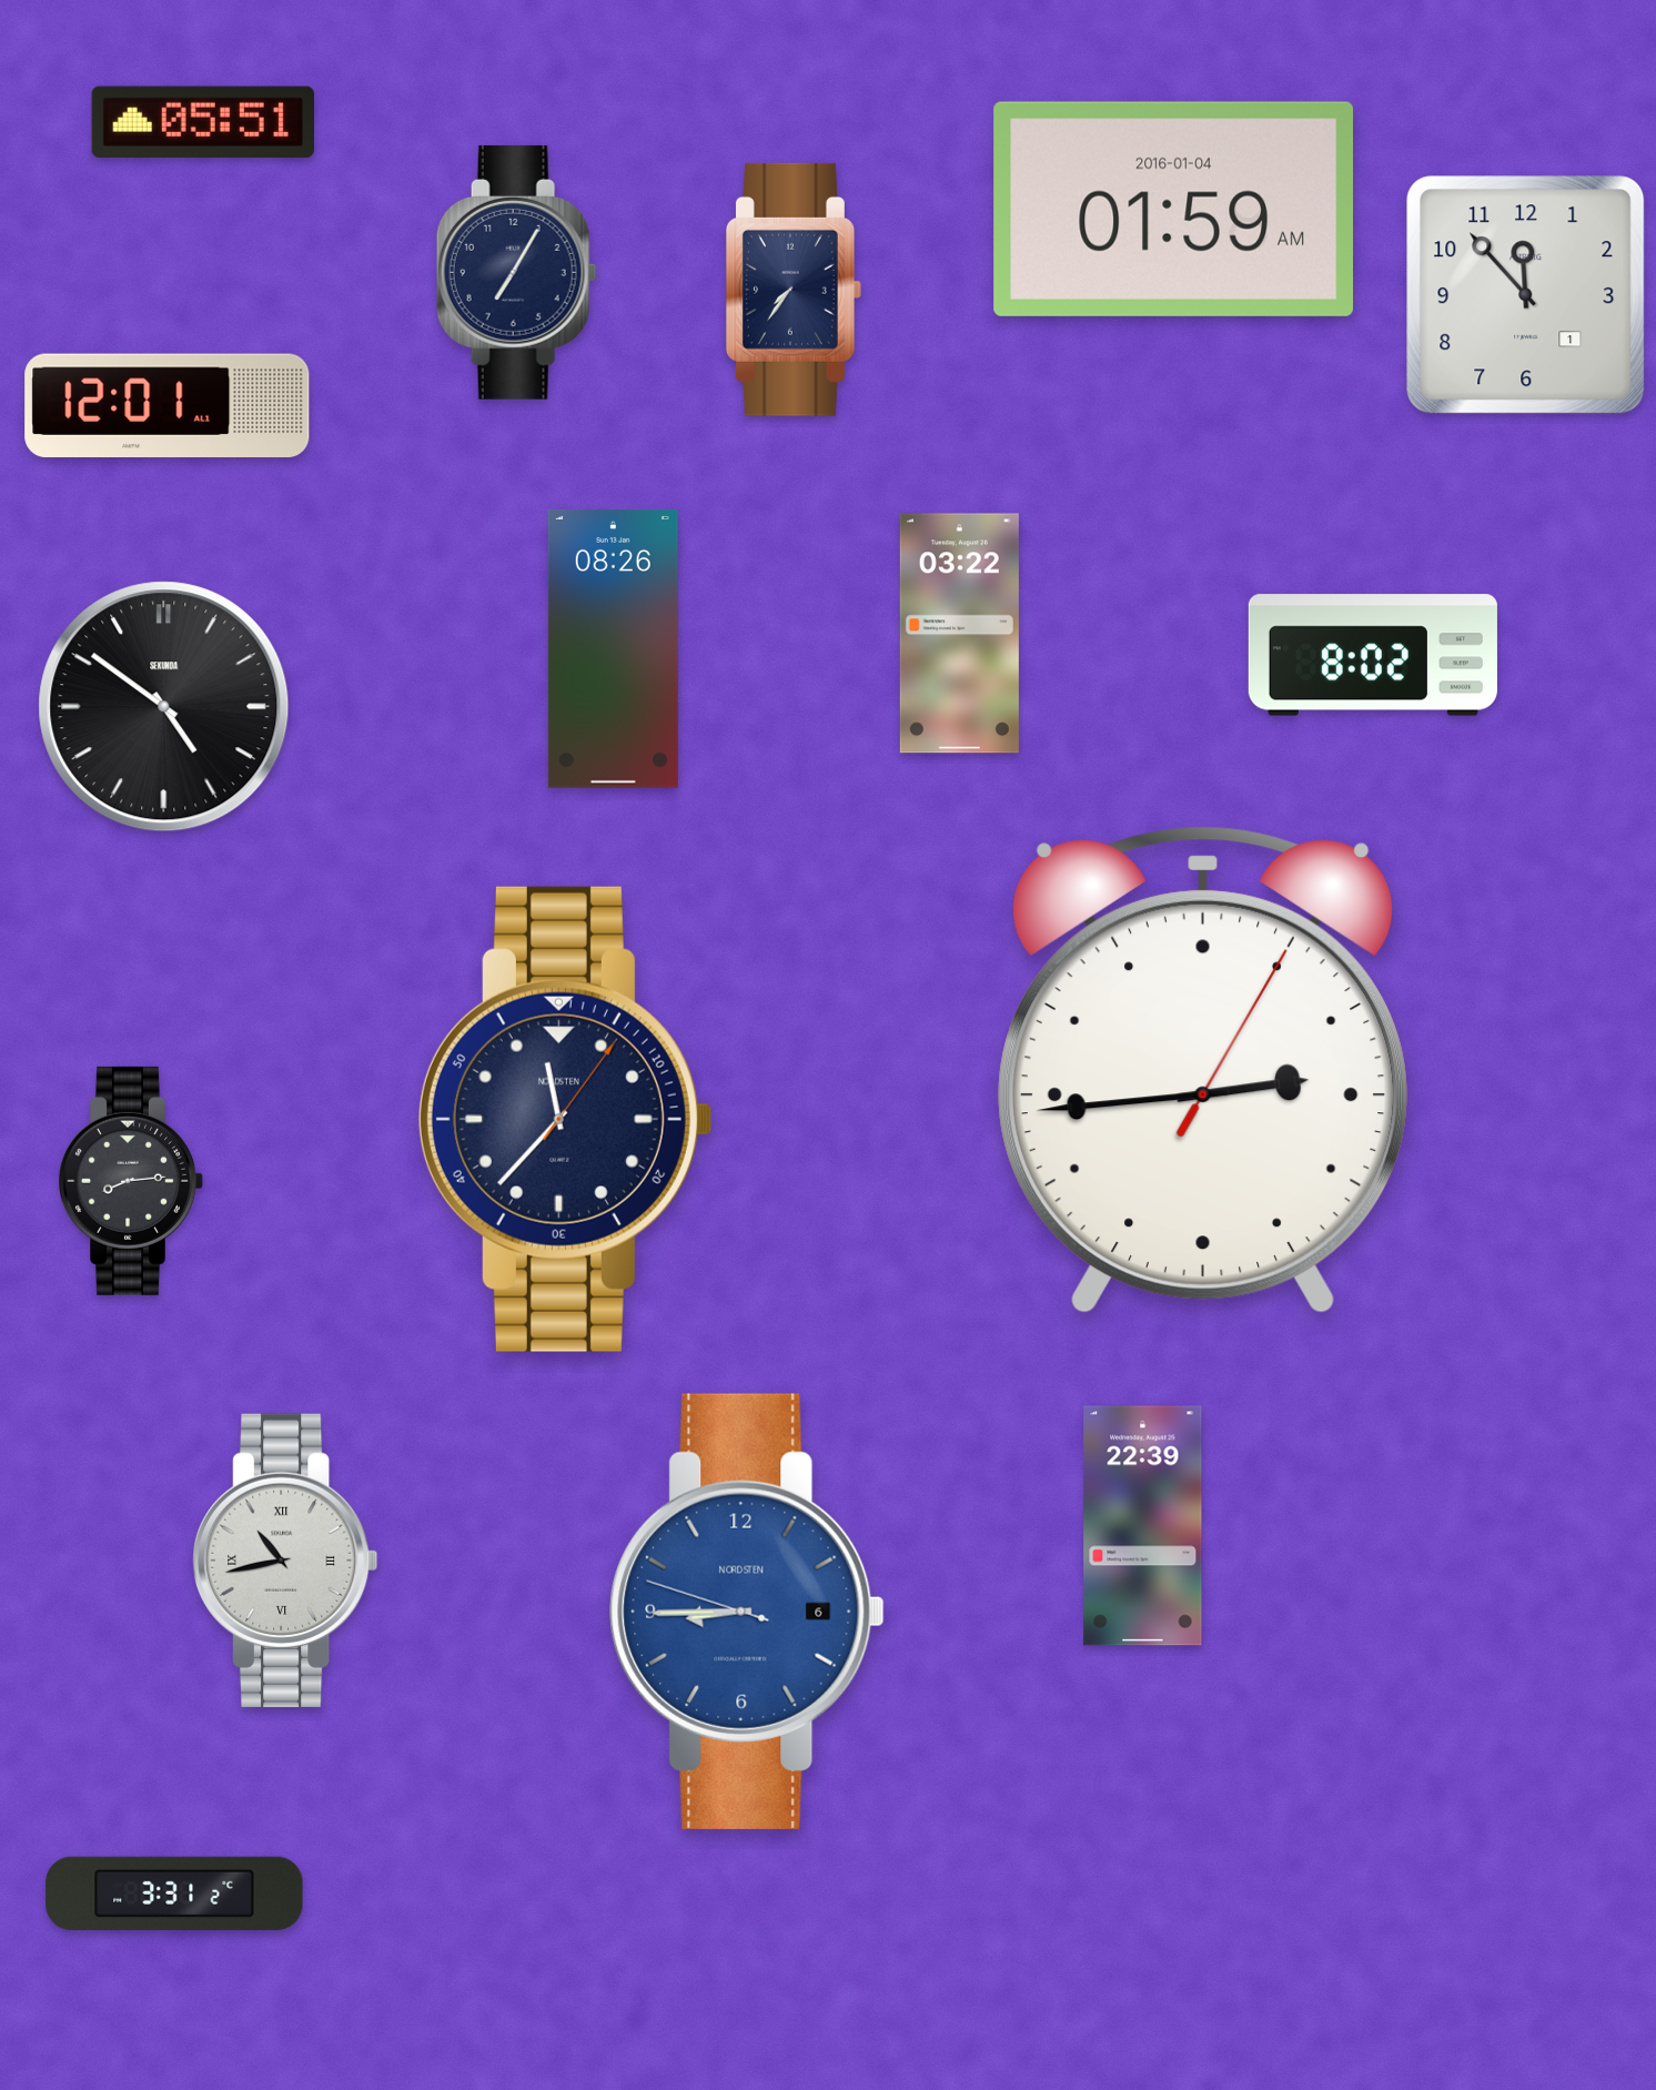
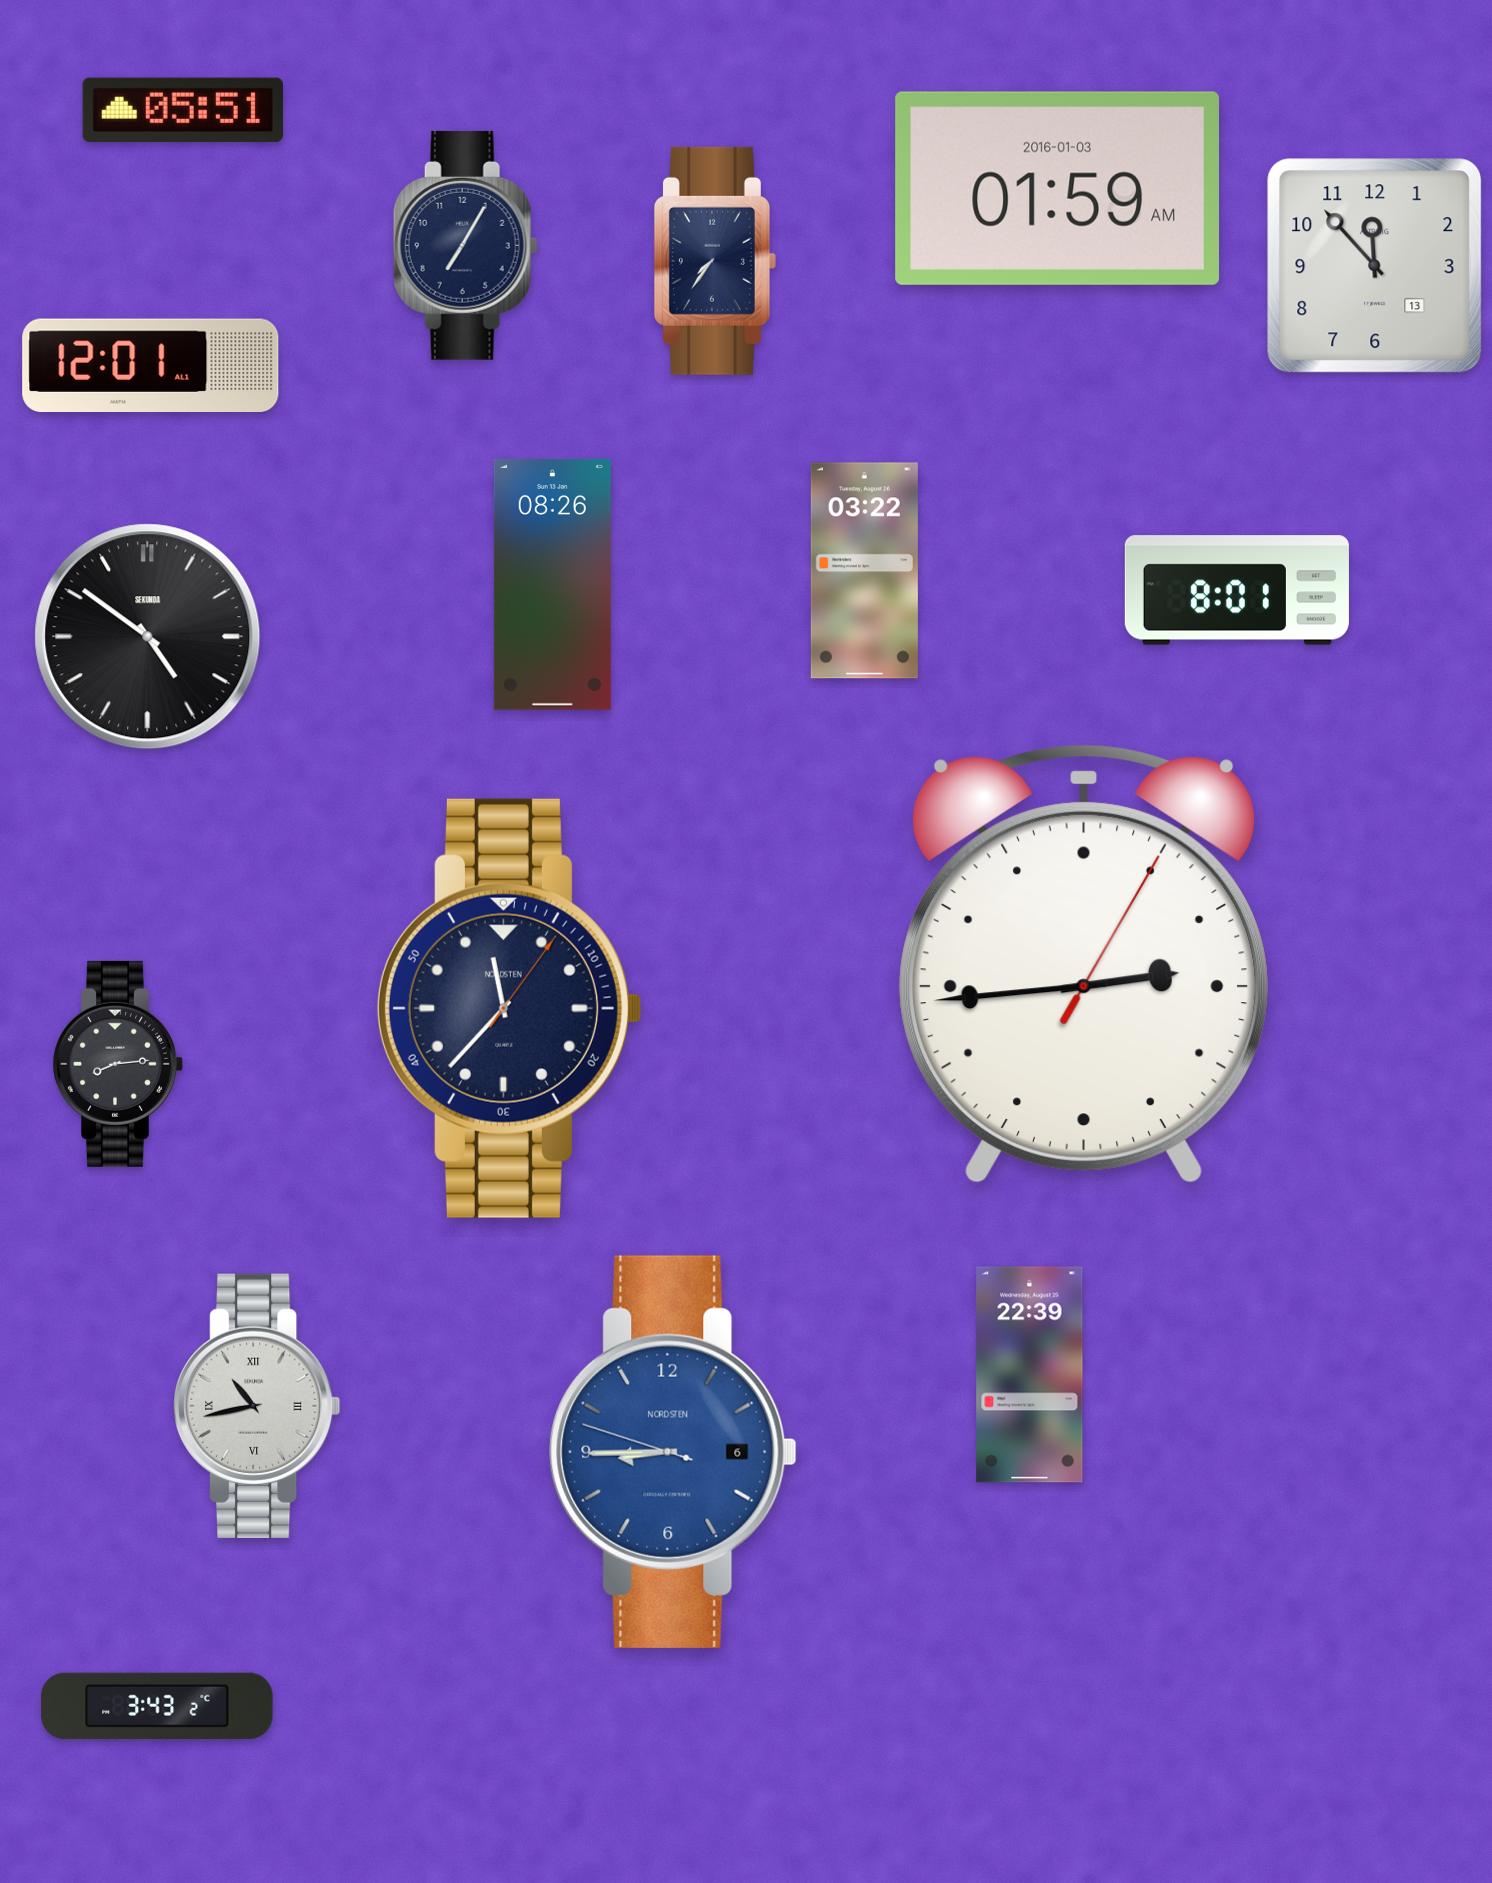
clock at (1173, 209) date: 2016-01-04 -> 2016-01-03
clock at (1526, 295) date: 1 -> 13
clock at (1373, 655): 8:02 -> 8:01
clock at (174, 1894): 3:31 -> 3:43
